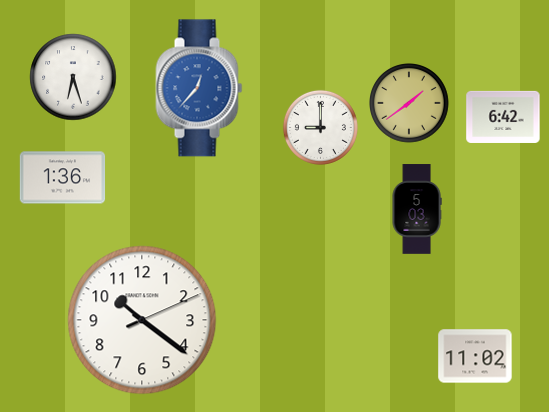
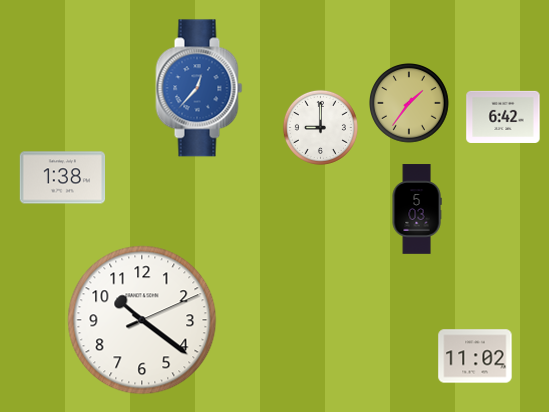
clock at (73, 77): 6:27 -> none
clock at (410, 104): 1:39 -> 1:36
clock at (63, 178): 1:36 -> 1:38
